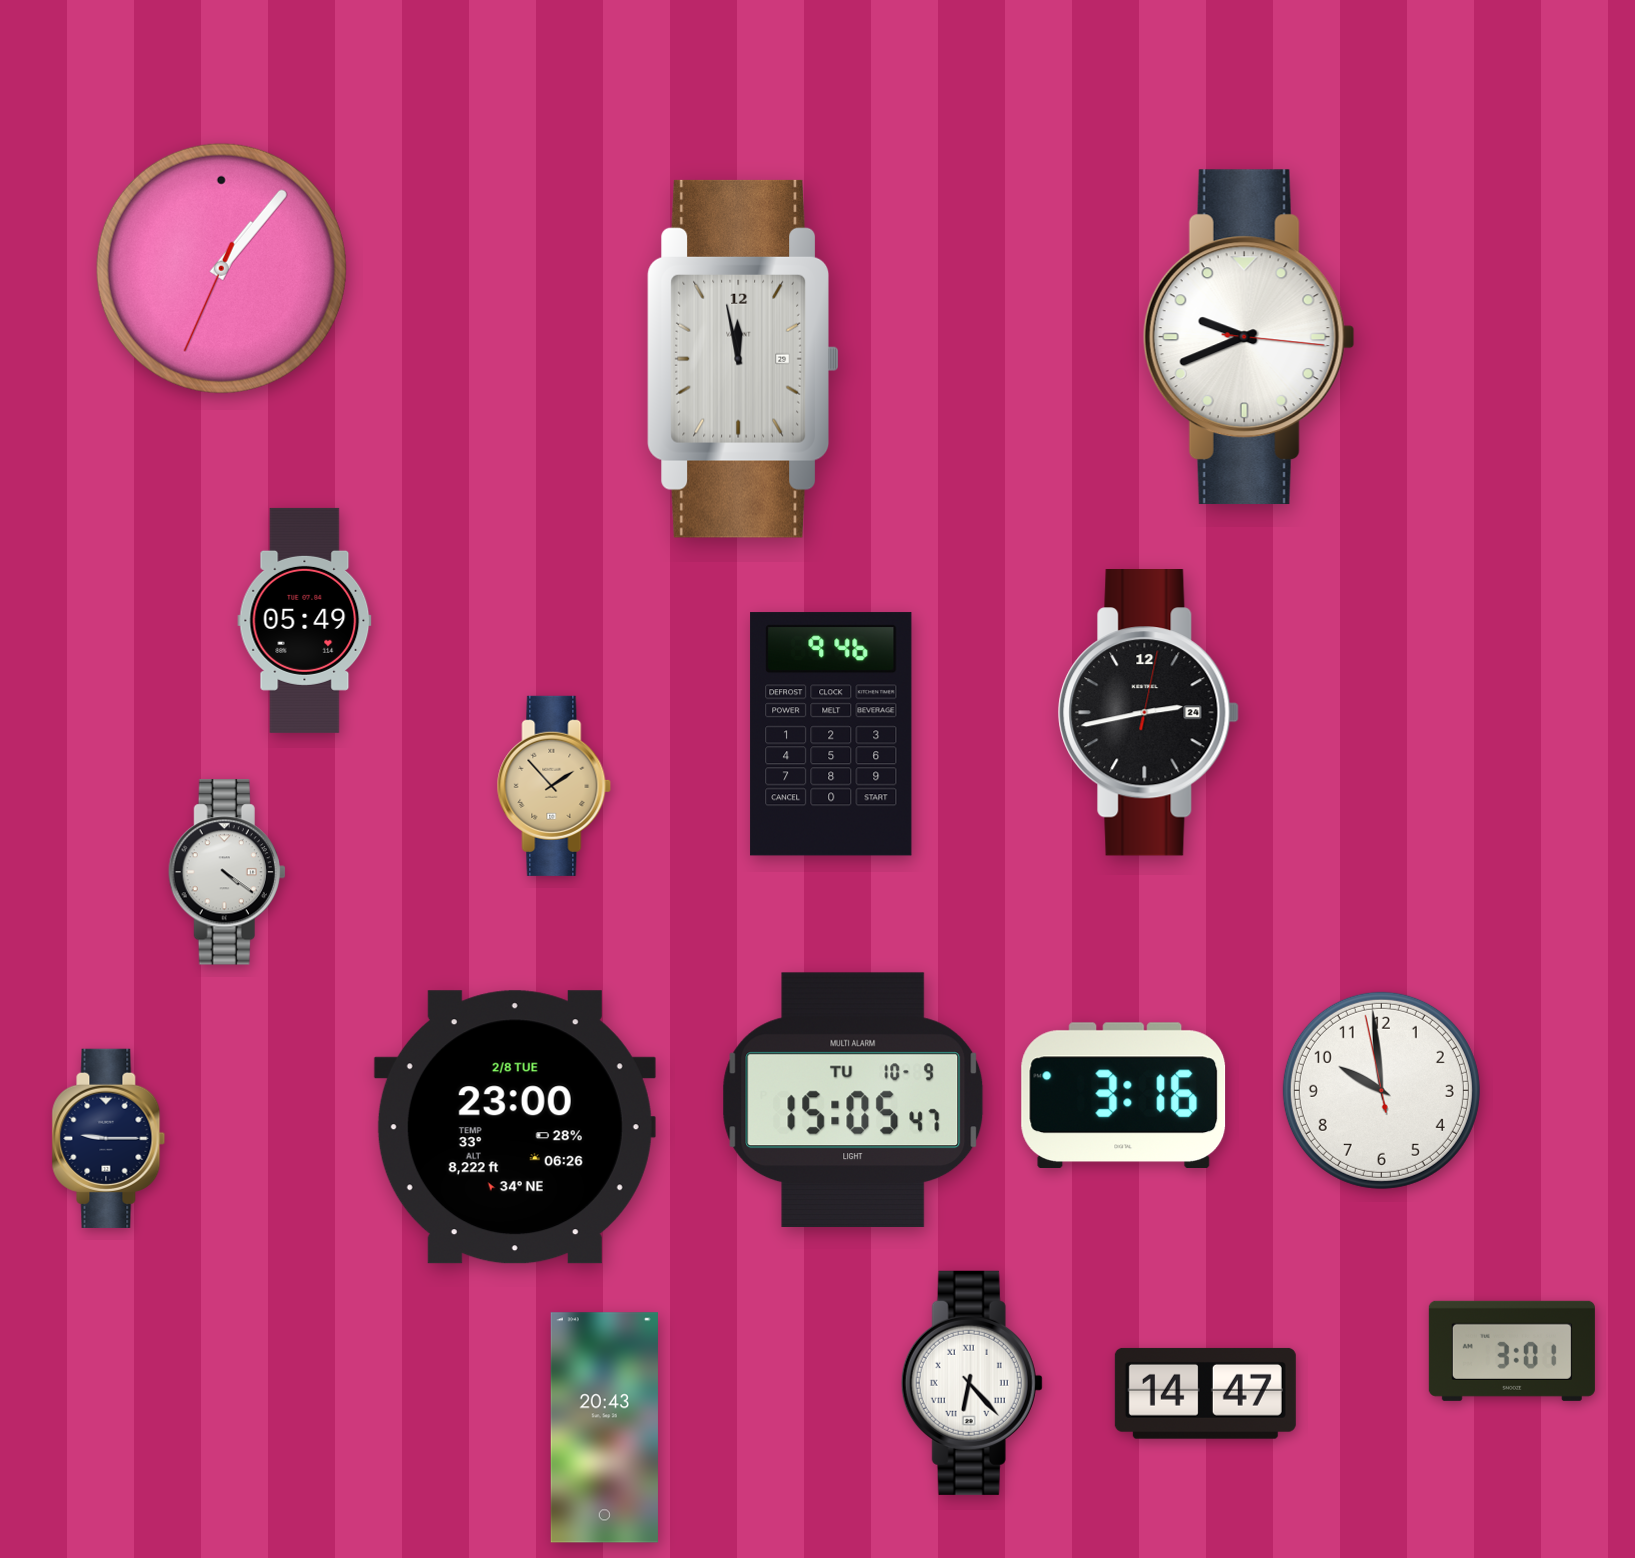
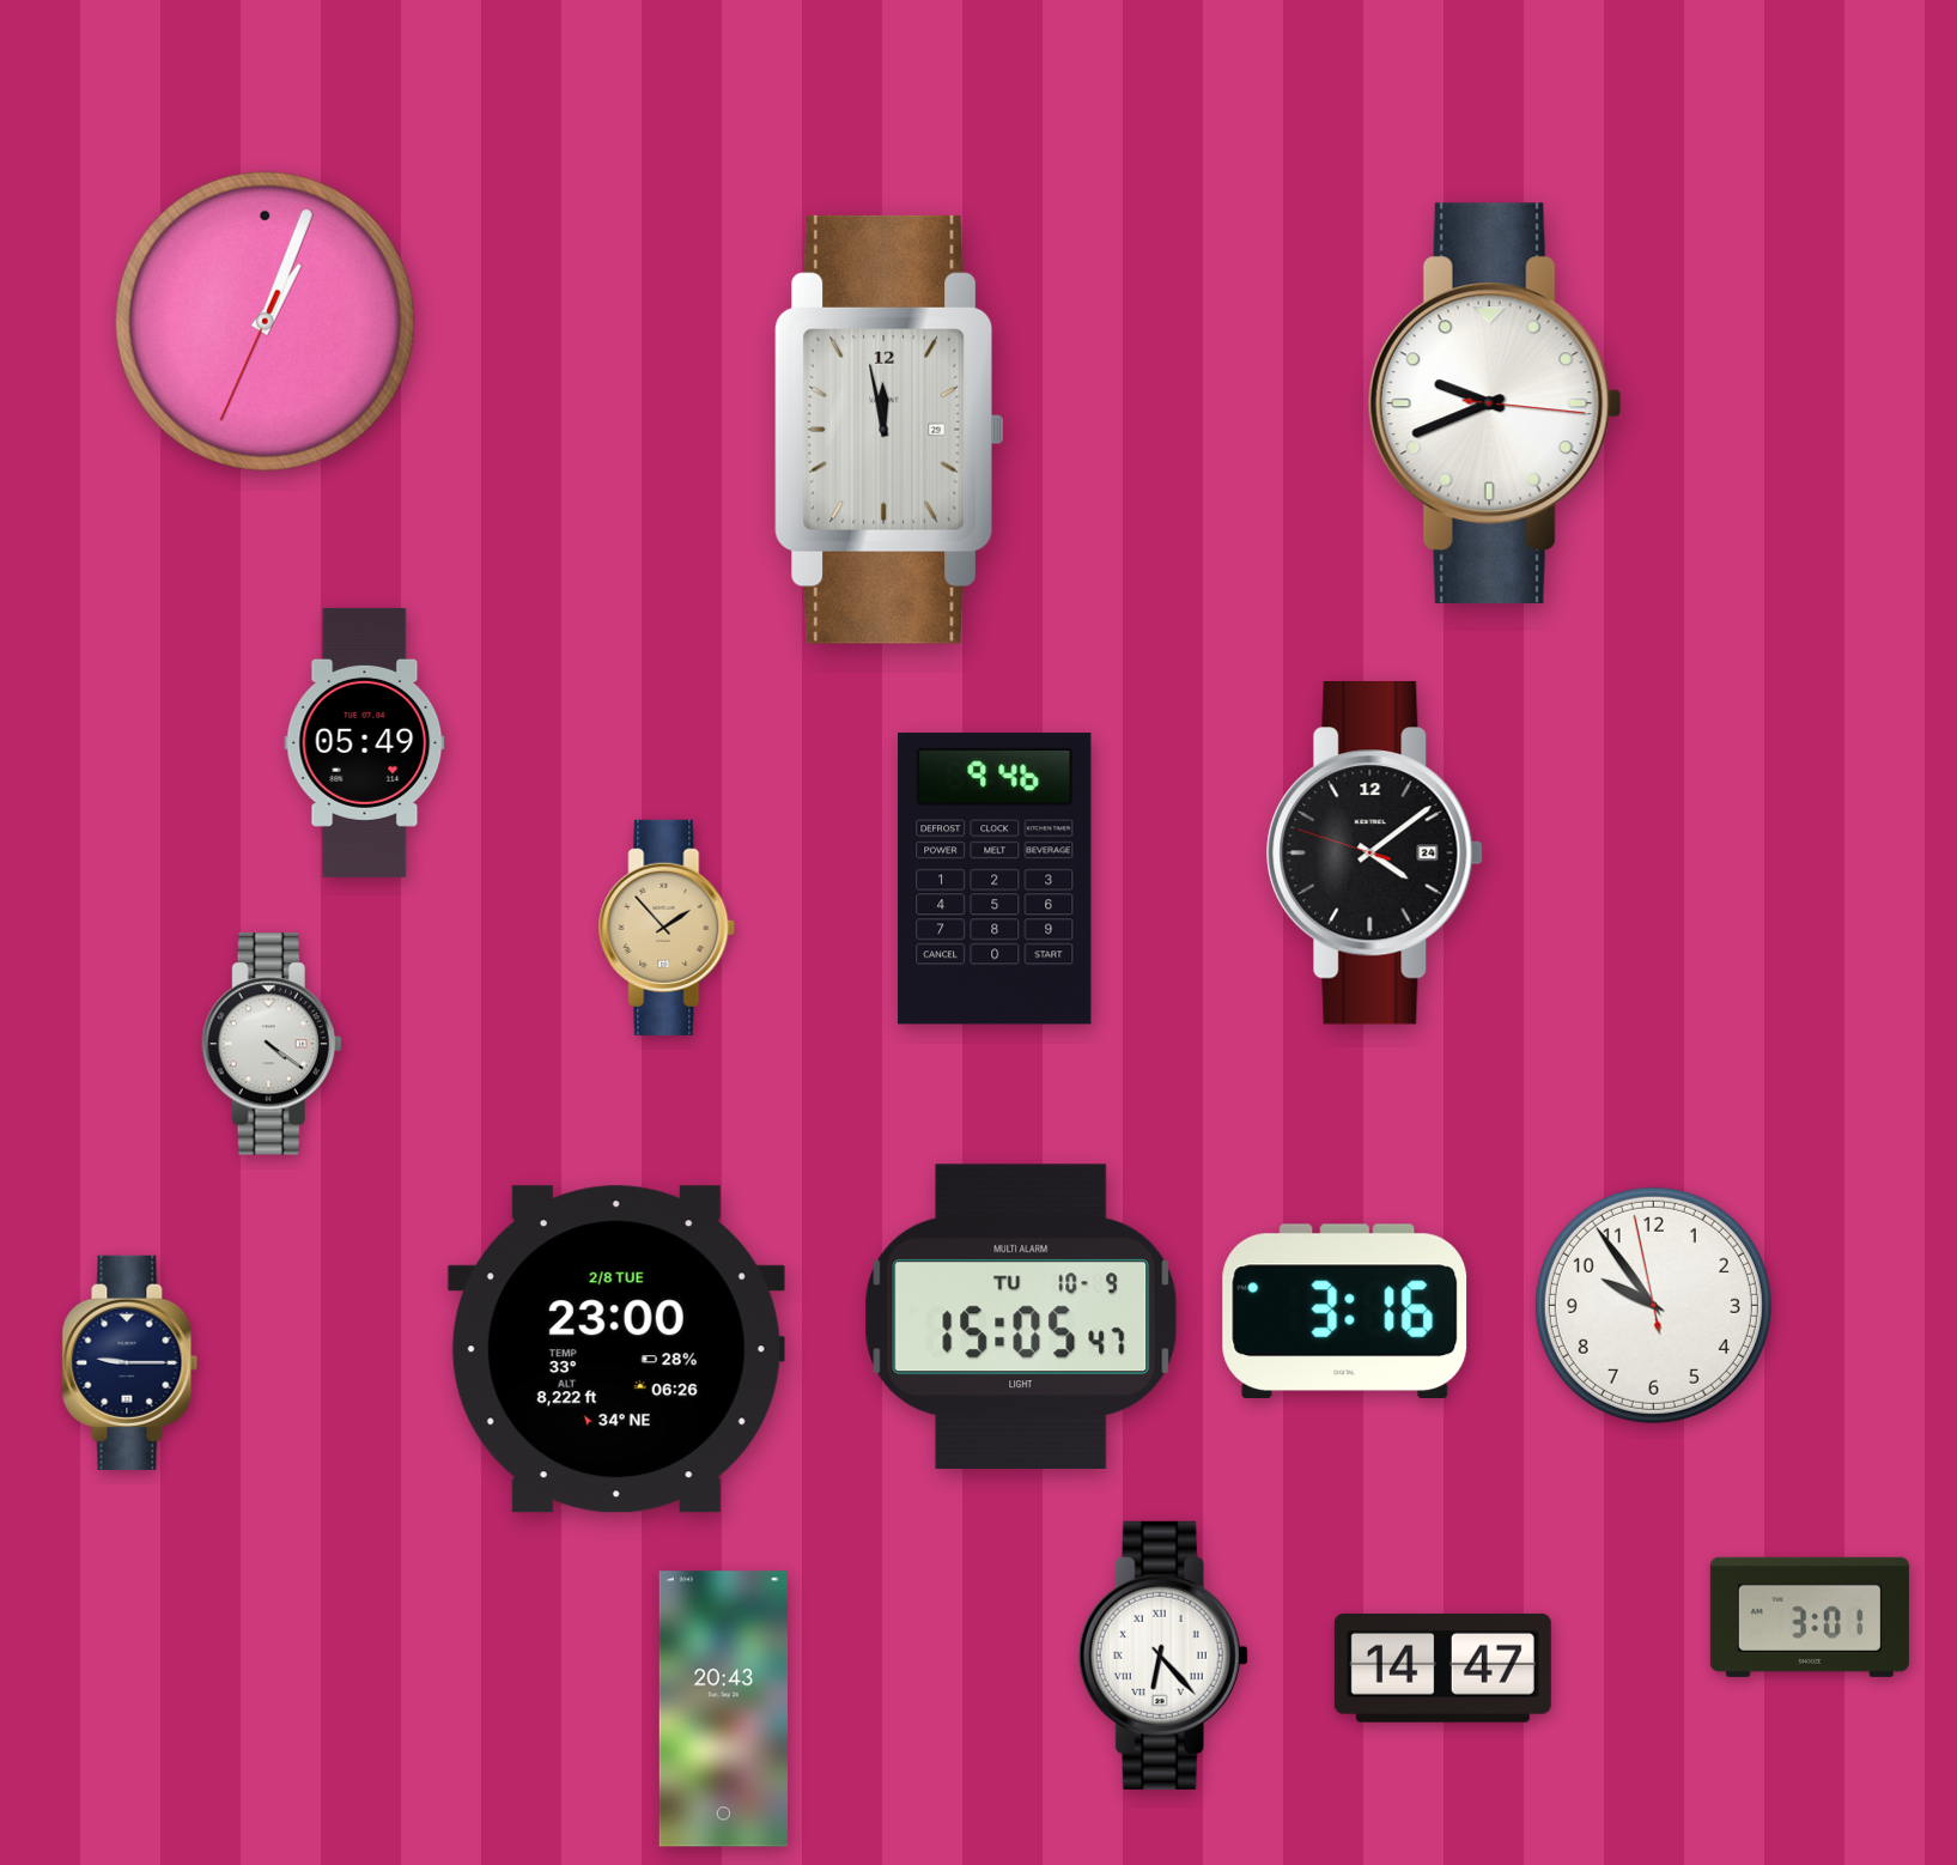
clock at (221, 268): 1:06 -> 1:03
clock at (1148, 713): 2:43 -> 4:08
clock at (554, 786) position: (554, 786) -> (667, 928)
clock at (1381, 1090): 9:58 -> 9:53
